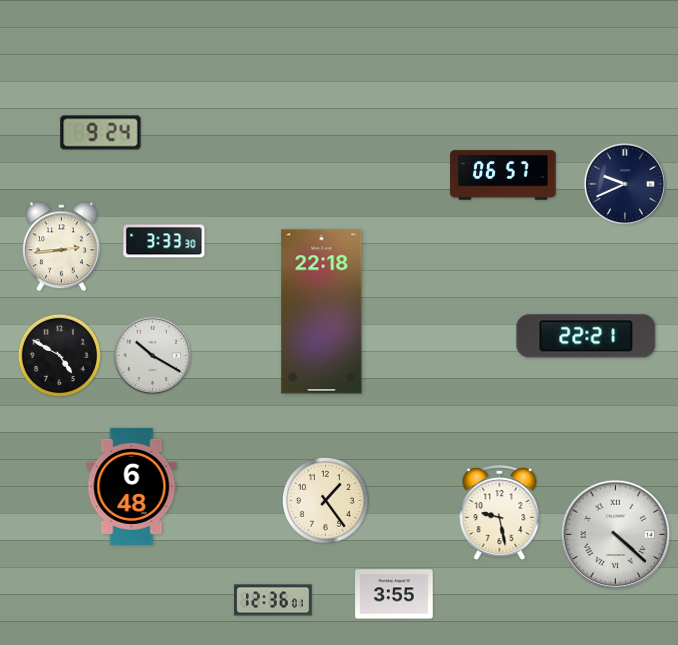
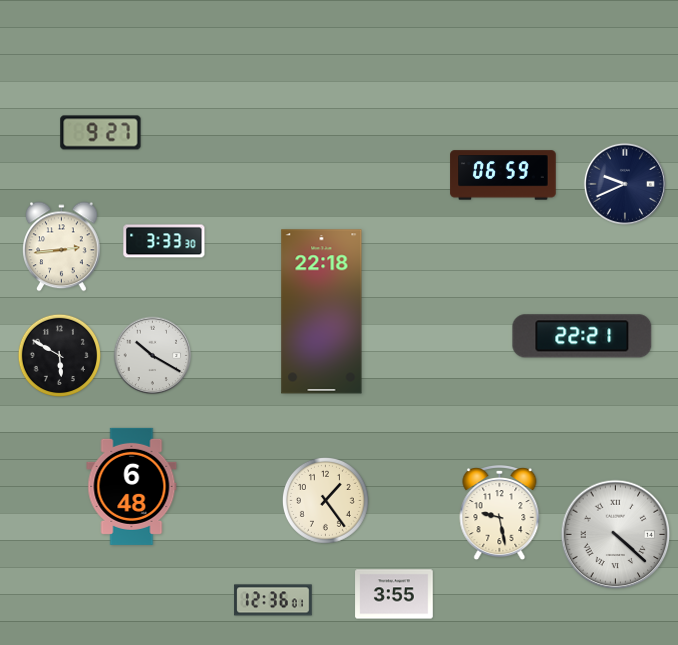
clock at (101, 133): 9:24 -> 9:27
clock at (503, 175): 06:57 -> 06:59
clock at (586, 336) position: (586, 336) -> (582, 336)
clock at (59, 355): 4:50 -> 5:50
